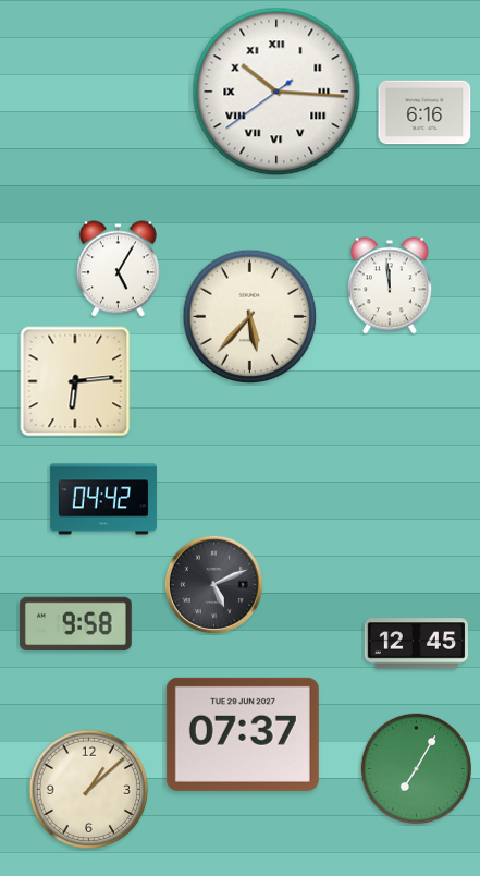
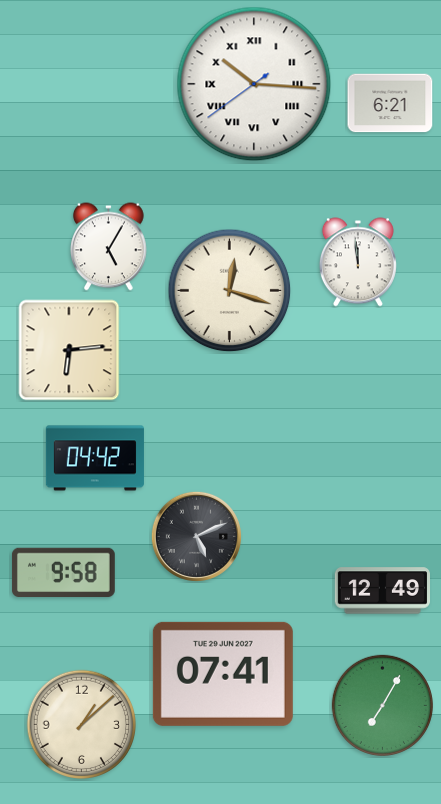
clock at (424, 112): 6:16 -> 6:21
clock at (250, 317): 5:37 -> 12:18
clock at (76, 624) position: (76, 624) -> (64, 573)
clock at (416, 644): 12:45 -> 12:49
clock at (243, 734): 07:37 -> 07:41
